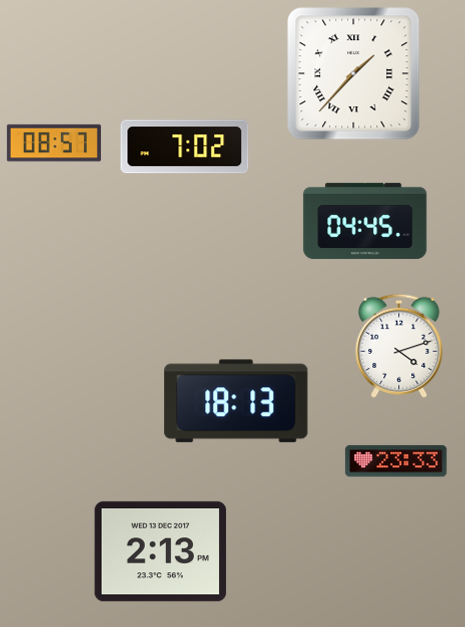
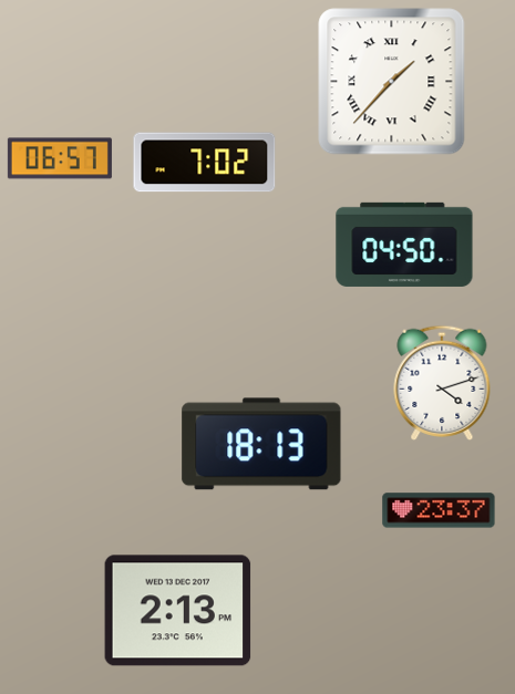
clock at (54, 143): 08:57 -> 06:57
clock at (365, 221): 04:45 -> 04:50
clock at (396, 461): 23:33 -> 23:37
